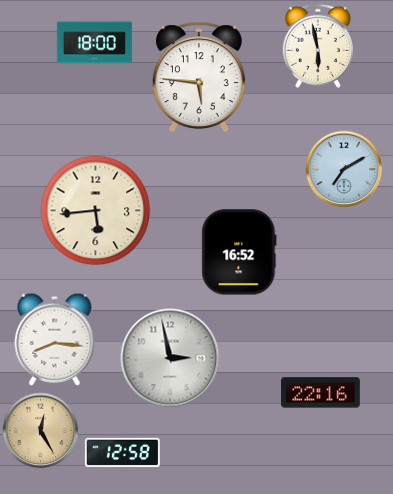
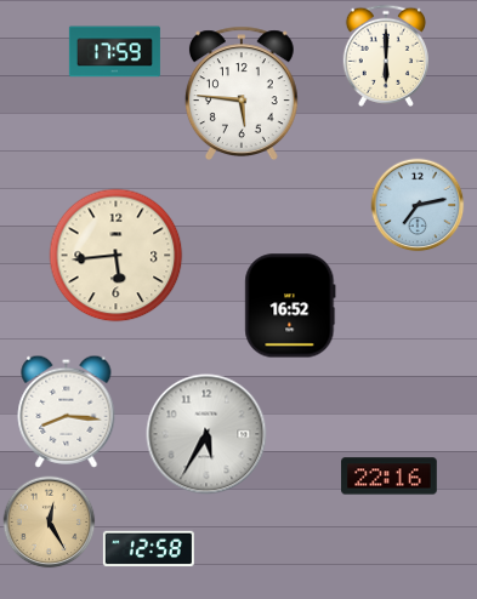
clock at (94, 43): 18:00 -> 17:59
clock at (317, 46): 5:58 -> 6:00
clock at (344, 169): 7:10 -> 7:13
clock at (170, 358): 2:58 -> 5:35
